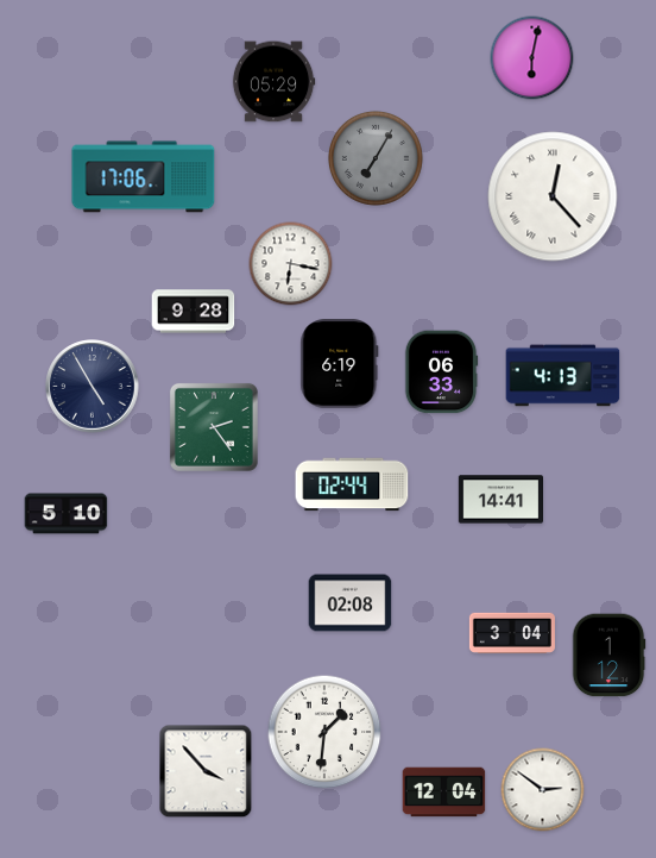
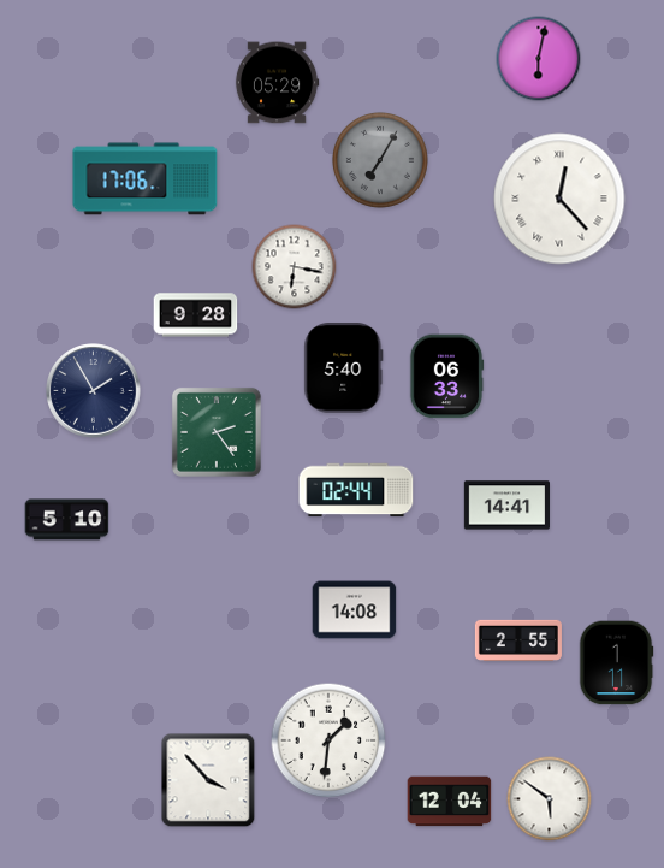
clock at (340, 364): 6:19 -> 5:40
clock at (563, 376): 4:13 -> none
clock at (93, 387): 4:55 -> 1:55
clock at (351, 603): 02:08 -> 14:08
clock at (512, 633): 3:04 -> 2:55
clock at (608, 656): 1:12 -> 1:11
clock at (543, 790): 2:51 -> 5:51
